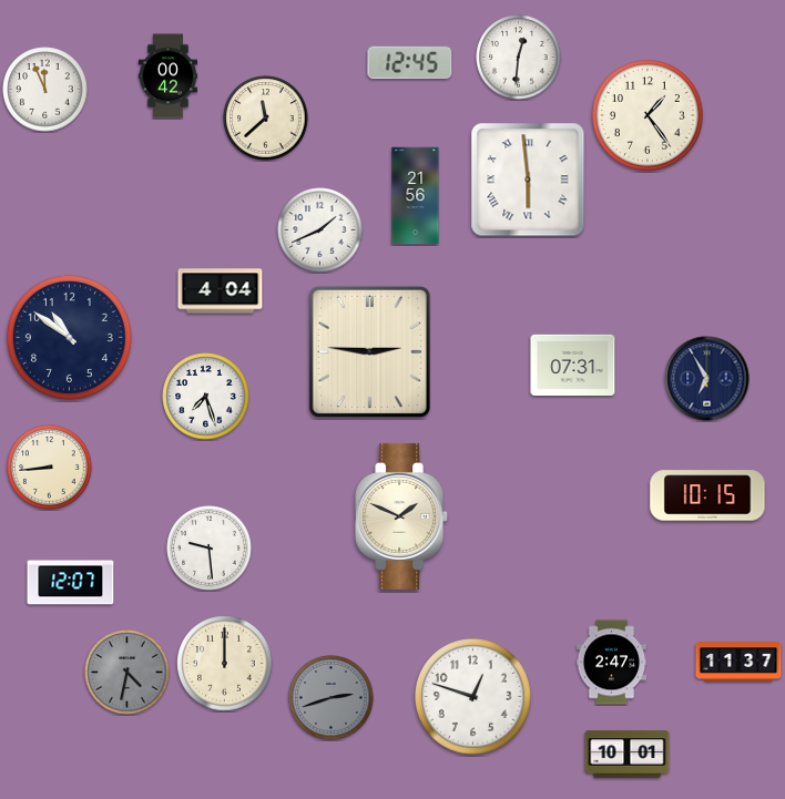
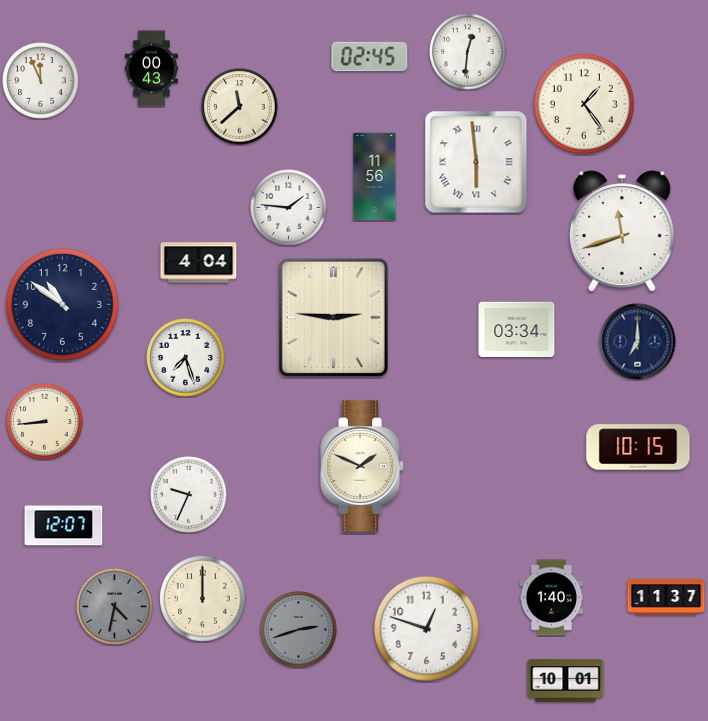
clock at (410, 63): 12:45 -> 02:45
clock at (167, 76): 00:42 -> 00:43
clock at (416, 196): 21:56 -> 11:56
clock at (320, 231): 1:41 -> 1:46
clock at (622, 231): none -> 11:42
clock at (573, 365): 07:31 -> 03:34
clock at (707, 379): 6:55 -> 7:00
clock at (210, 549): 9:29 -> 9:34
clock at (612, 663): 2:47 -> 1:40
